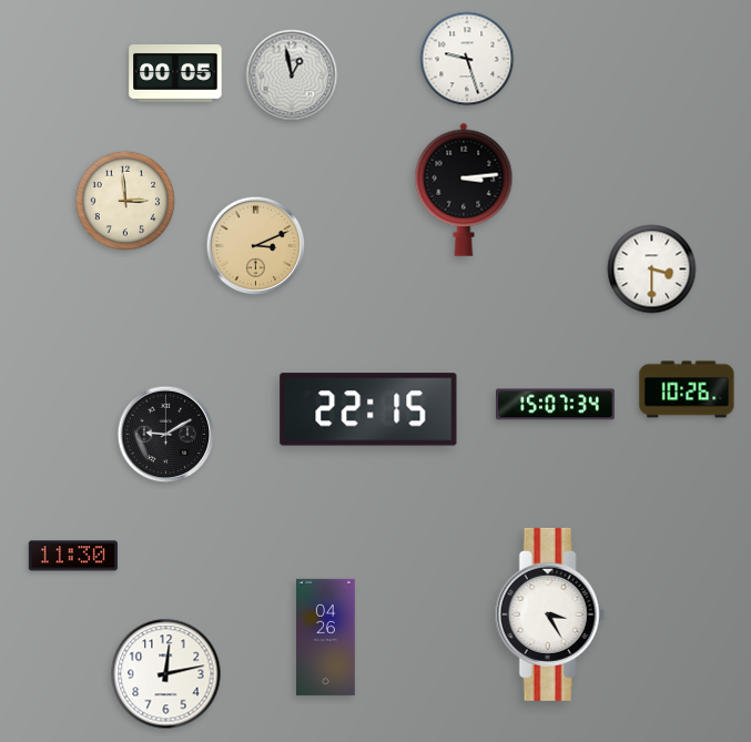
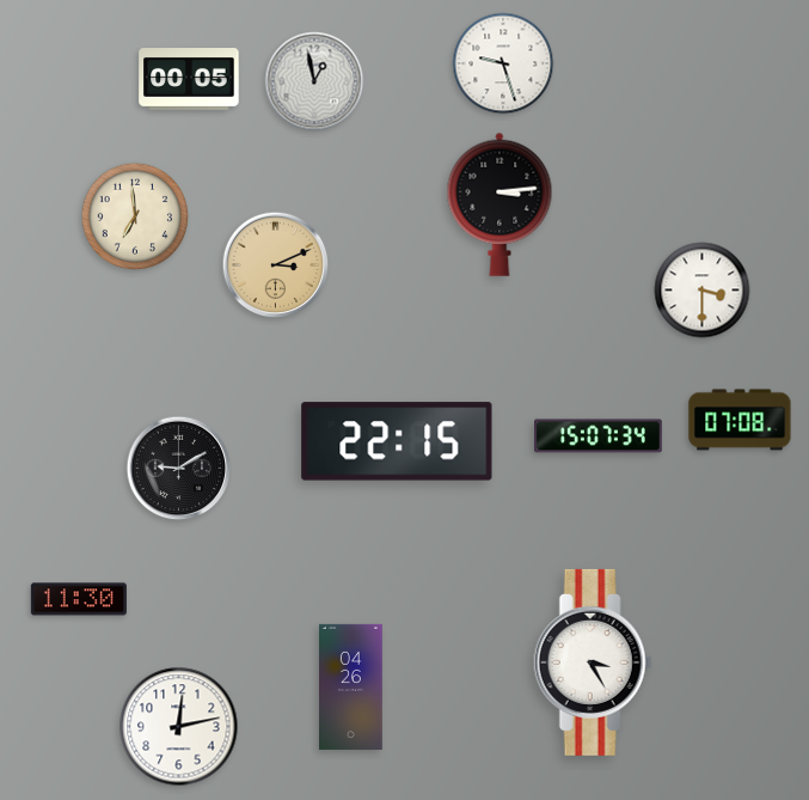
clock at (125, 201): 2:59 -> 6:59
clock at (687, 389): 10:26 -> 07:08
